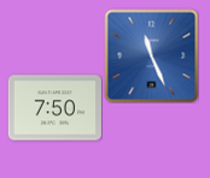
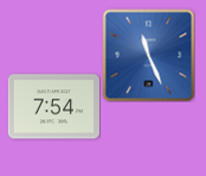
clock at (54, 108): 7:50 -> 7:54
